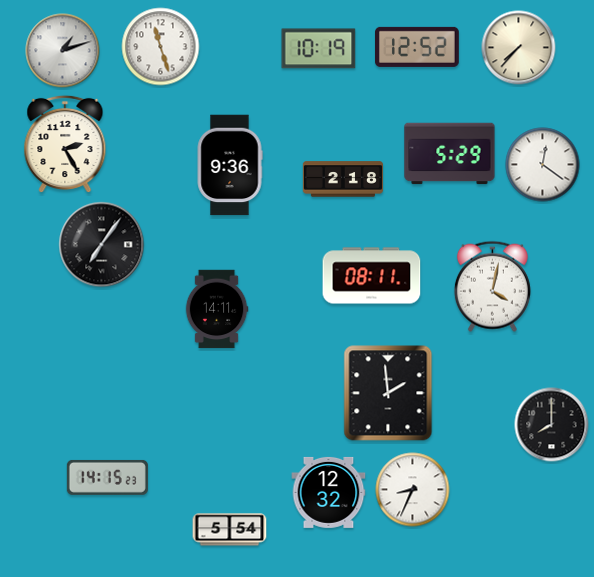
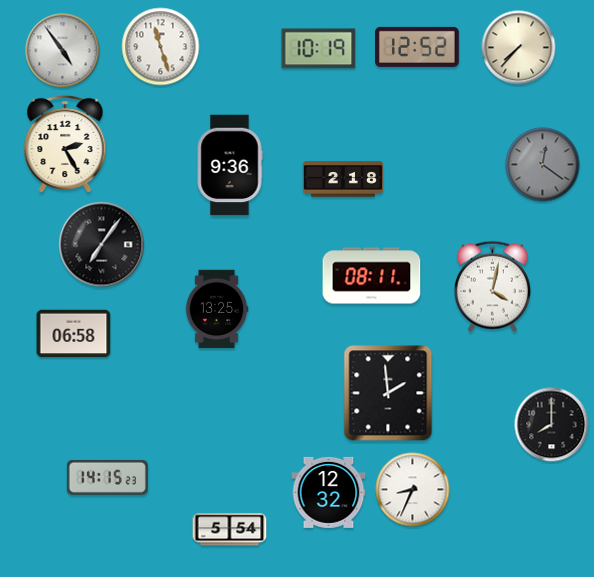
clock at (63, 51): 1:12 -> 4:54
clock at (450, 154): 5:29 -> none
clock at (543, 165) dial: white -> grey
clock at (217, 309): 14:11 -> 13:25
clock at (74, 334): none -> 06:58
